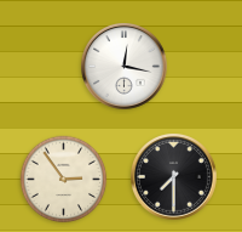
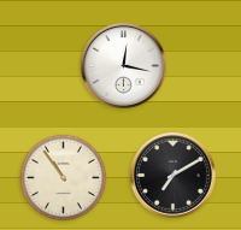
clock at (174, 177): 7:30 -> 7:10
clock at (64, 180): 2:54 -> 10:54
